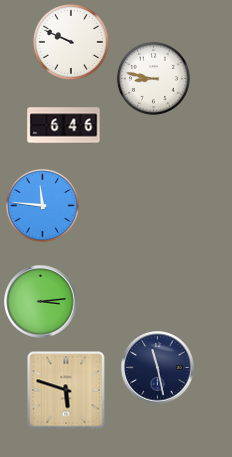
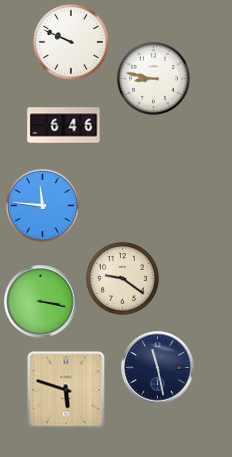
clock at (122, 278): none -> 9:21
clock at (41, 302): 3:14 -> 3:17
